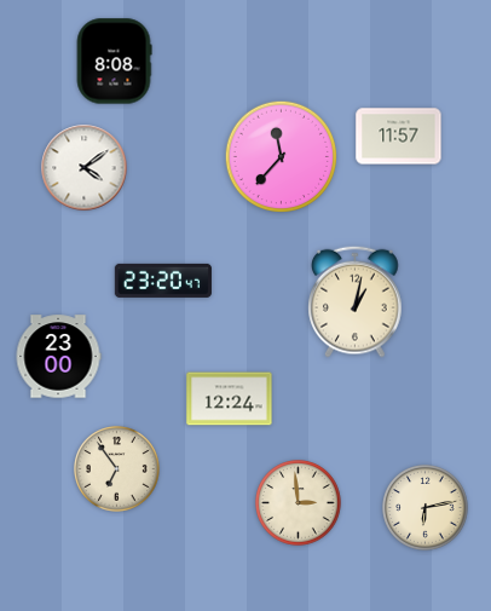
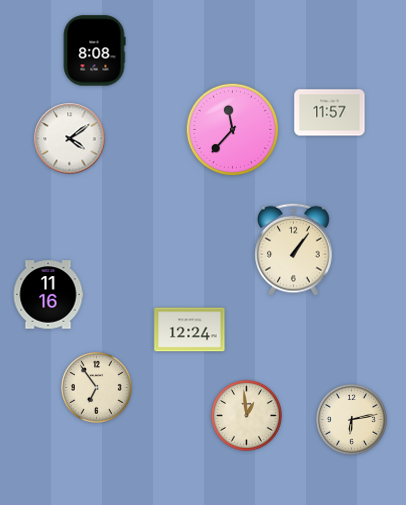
clock at (163, 281): 23:20 -> none
clock at (356, 301): 1:02 -> 1:06
clock at (58, 357): 23:00 -> 11:16
clock at (299, 503): 2:59 -> 12:59
